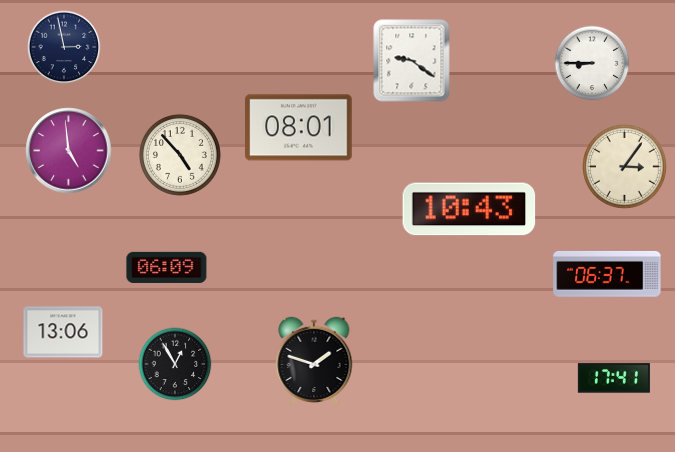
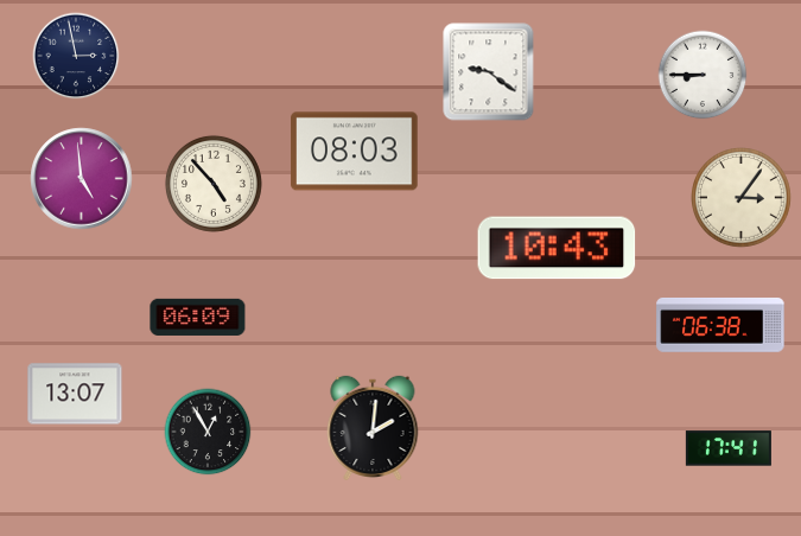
clock at (299, 128): 08:01 -> 08:03
clock at (607, 274): 06:37 -> 06:38
clock at (63, 332): 13:06 -> 13:07
clock at (314, 360): 1:48 -> 2:01
